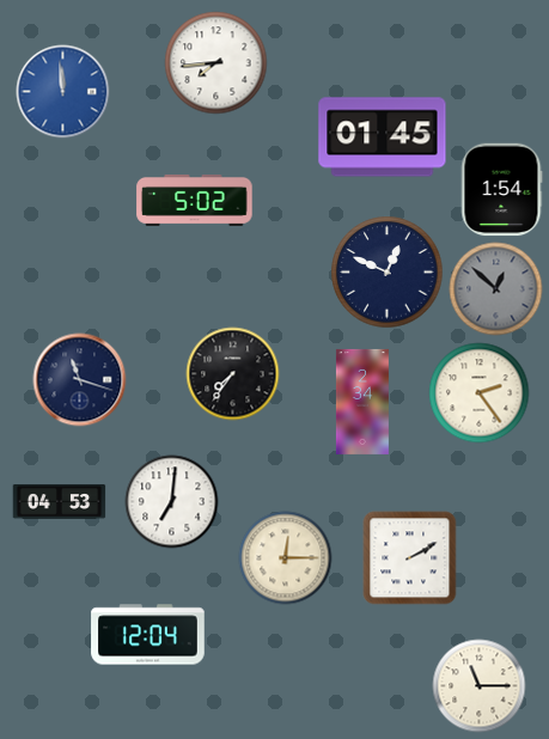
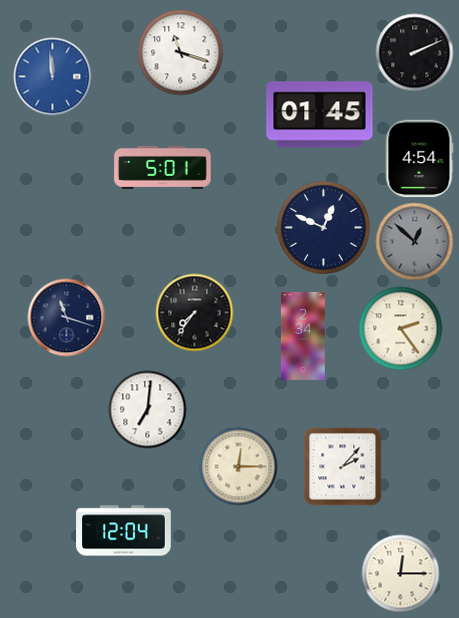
clock at (215, 62): 7:44 -> 11:18
clock at (414, 52): none -> 2:11
clock at (501, 189): 1:54 -> 4:54
clock at (195, 200): 5:02 -> 5:01
clock at (171, 501) position: (171, 501) -> (147, 409)
clock at (59, 502): 04:53 -> none
clock at (409, 557): 2:10 -> 2:07
clock at (478, 685): 11:15 -> 12:15
